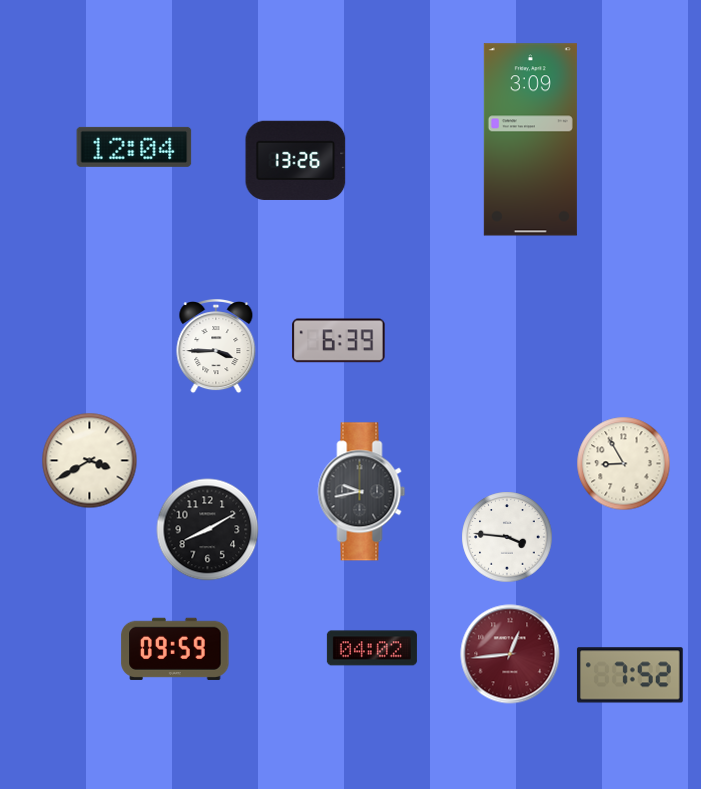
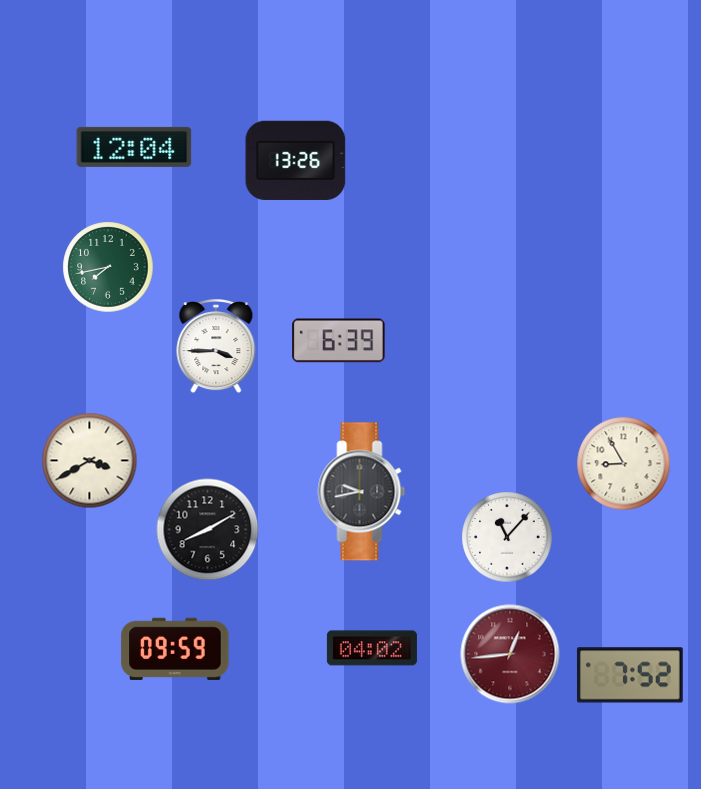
clock at (530, 140): 3:09 -> none
clock at (108, 267): none -> 7:43
clock at (507, 537): 3:46 -> 11:07
